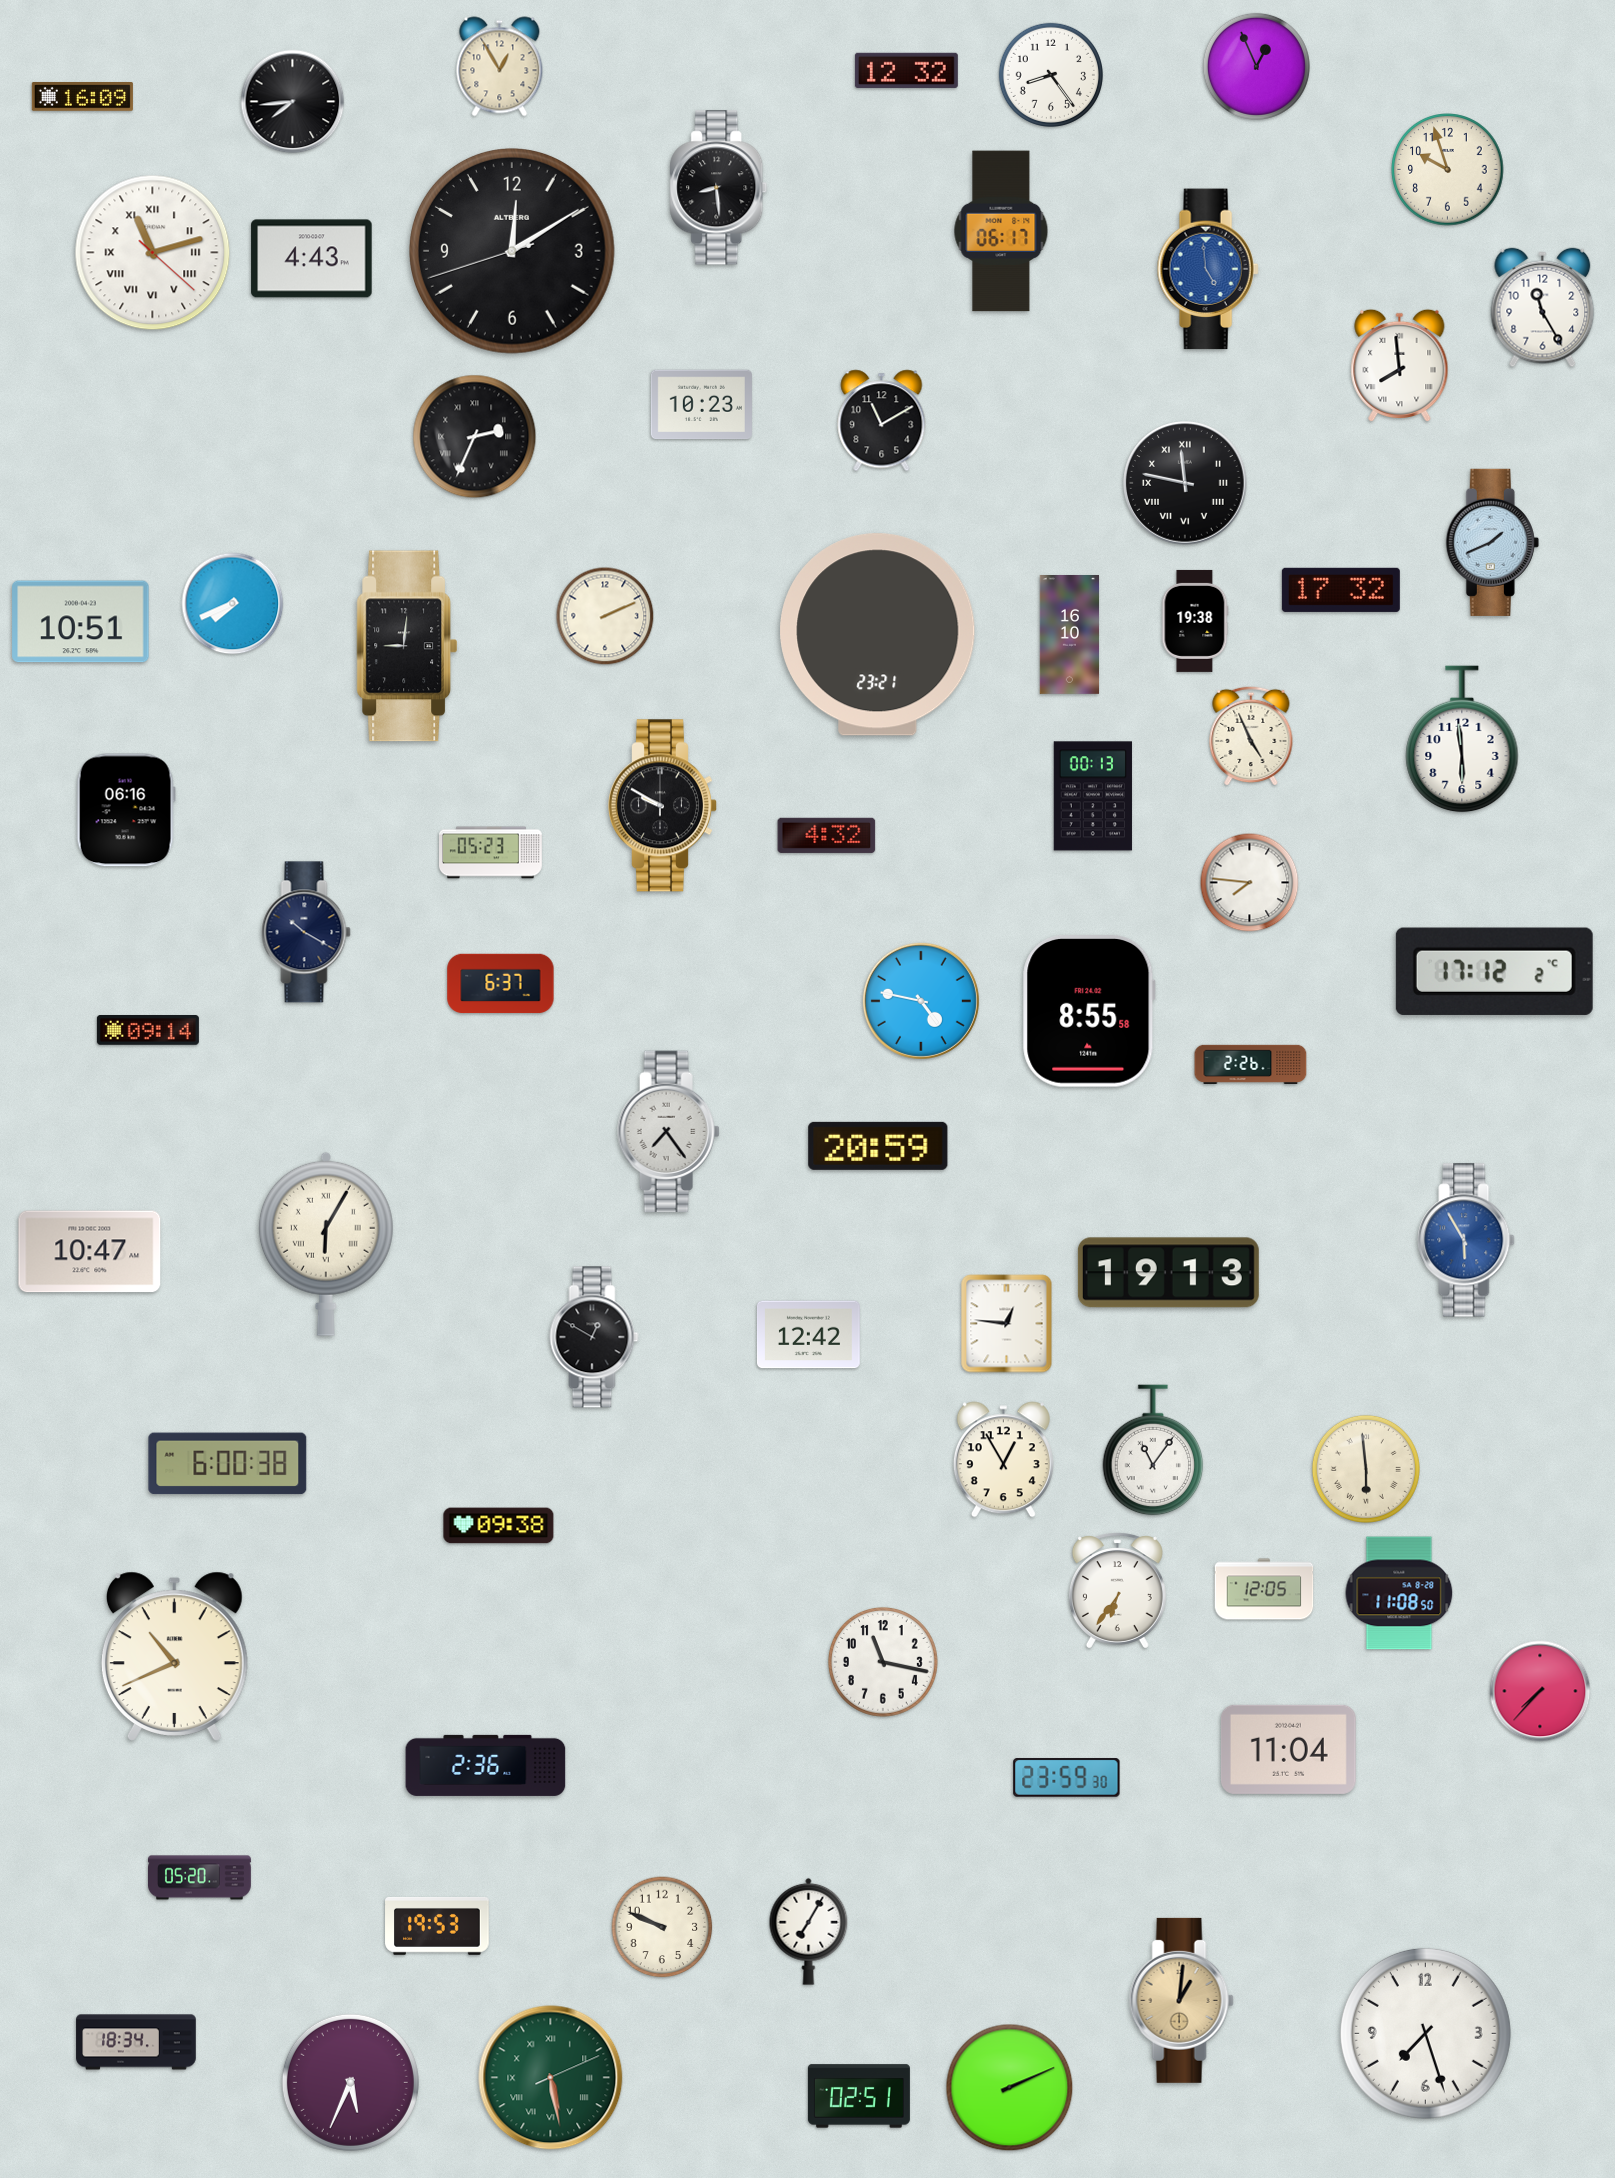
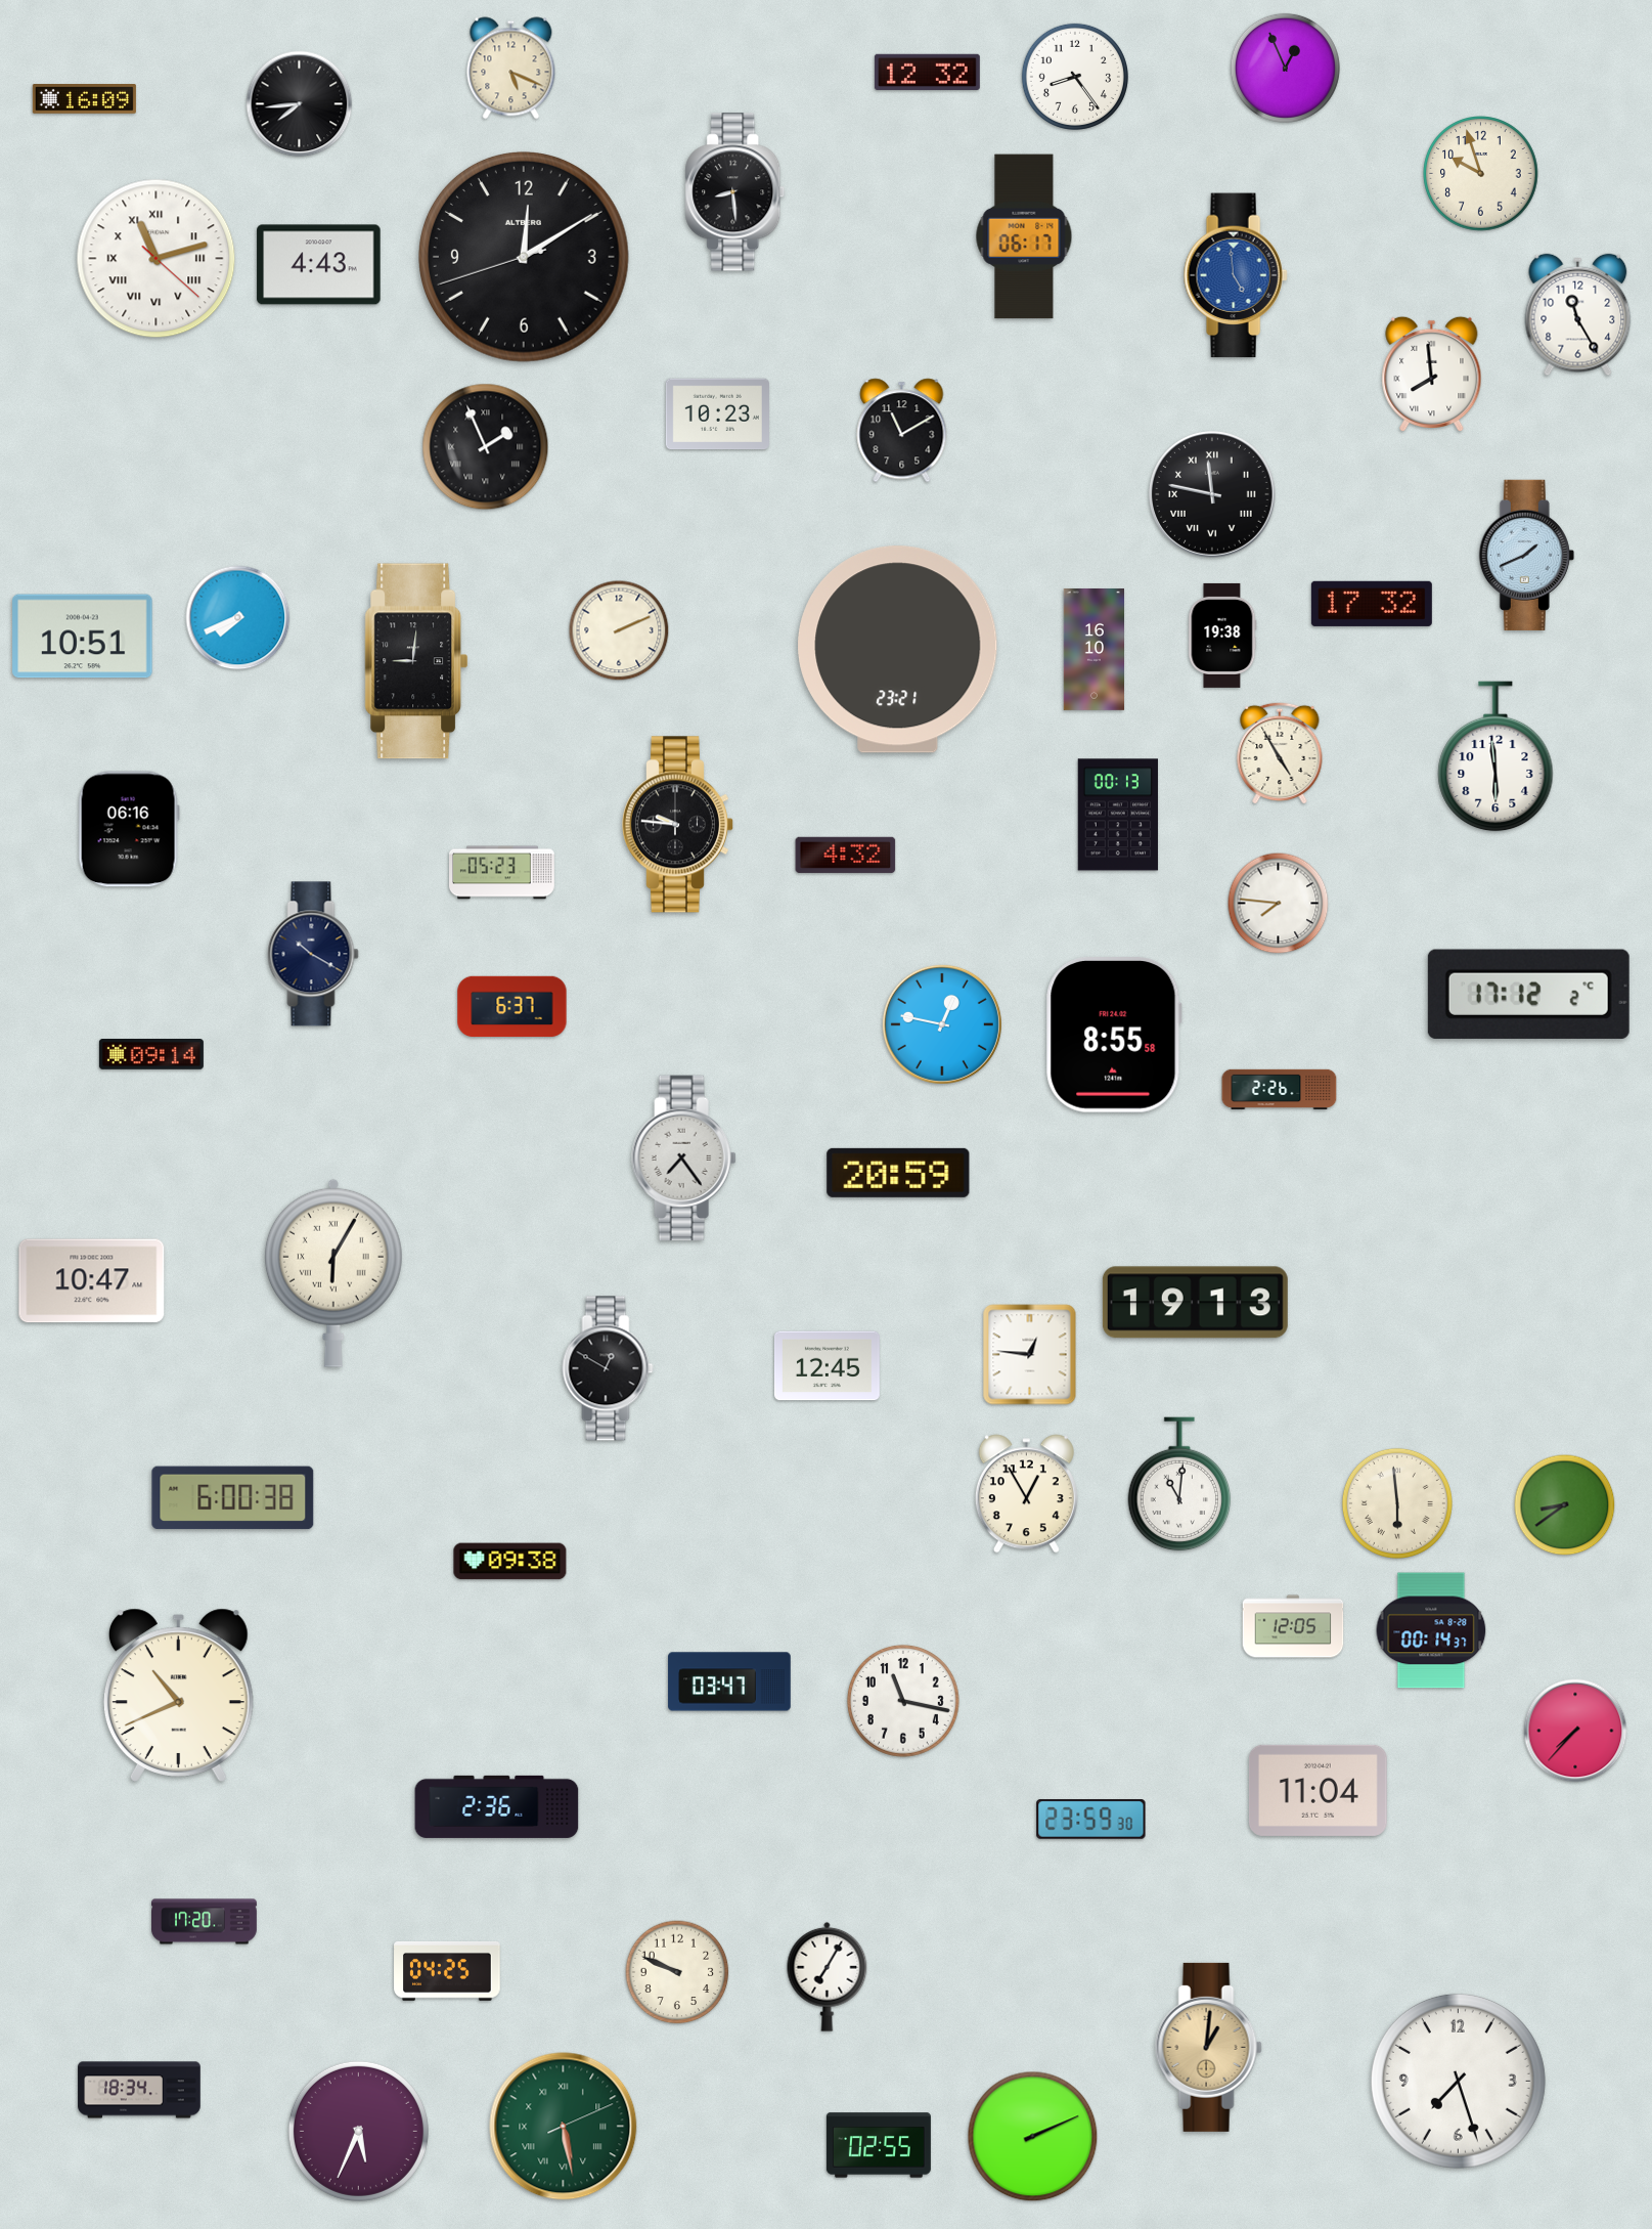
clock at (500, 67): 12:55 -> 5:19
clock at (475, 437): 2:34 -> 1:56
clock at (1251, 736): 4:56 -> 4:55
clock at (662, 806): 9:50 -> 9:46
clock at (921, 1001): 4:47 -> 12:47
clock at (1466, 1240): 5:55 -> none
clock at (808, 1335): 12:42 -> 12:45
clock at (1153, 1450): 11:06 -> 11:01
clock at (1565, 1505): none -> 8:39
clock at (1117, 1591): 6:36 -> none
clock at (1399, 1593): 11:08 -> 00:14
clock at (729, 1681): none -> 03:47
clock at (200, 1878): 05:20 -> 17:20
clock at (437, 1927): 19:53 -> 04:25
clock at (859, 2096): 02:51 -> 02:55
